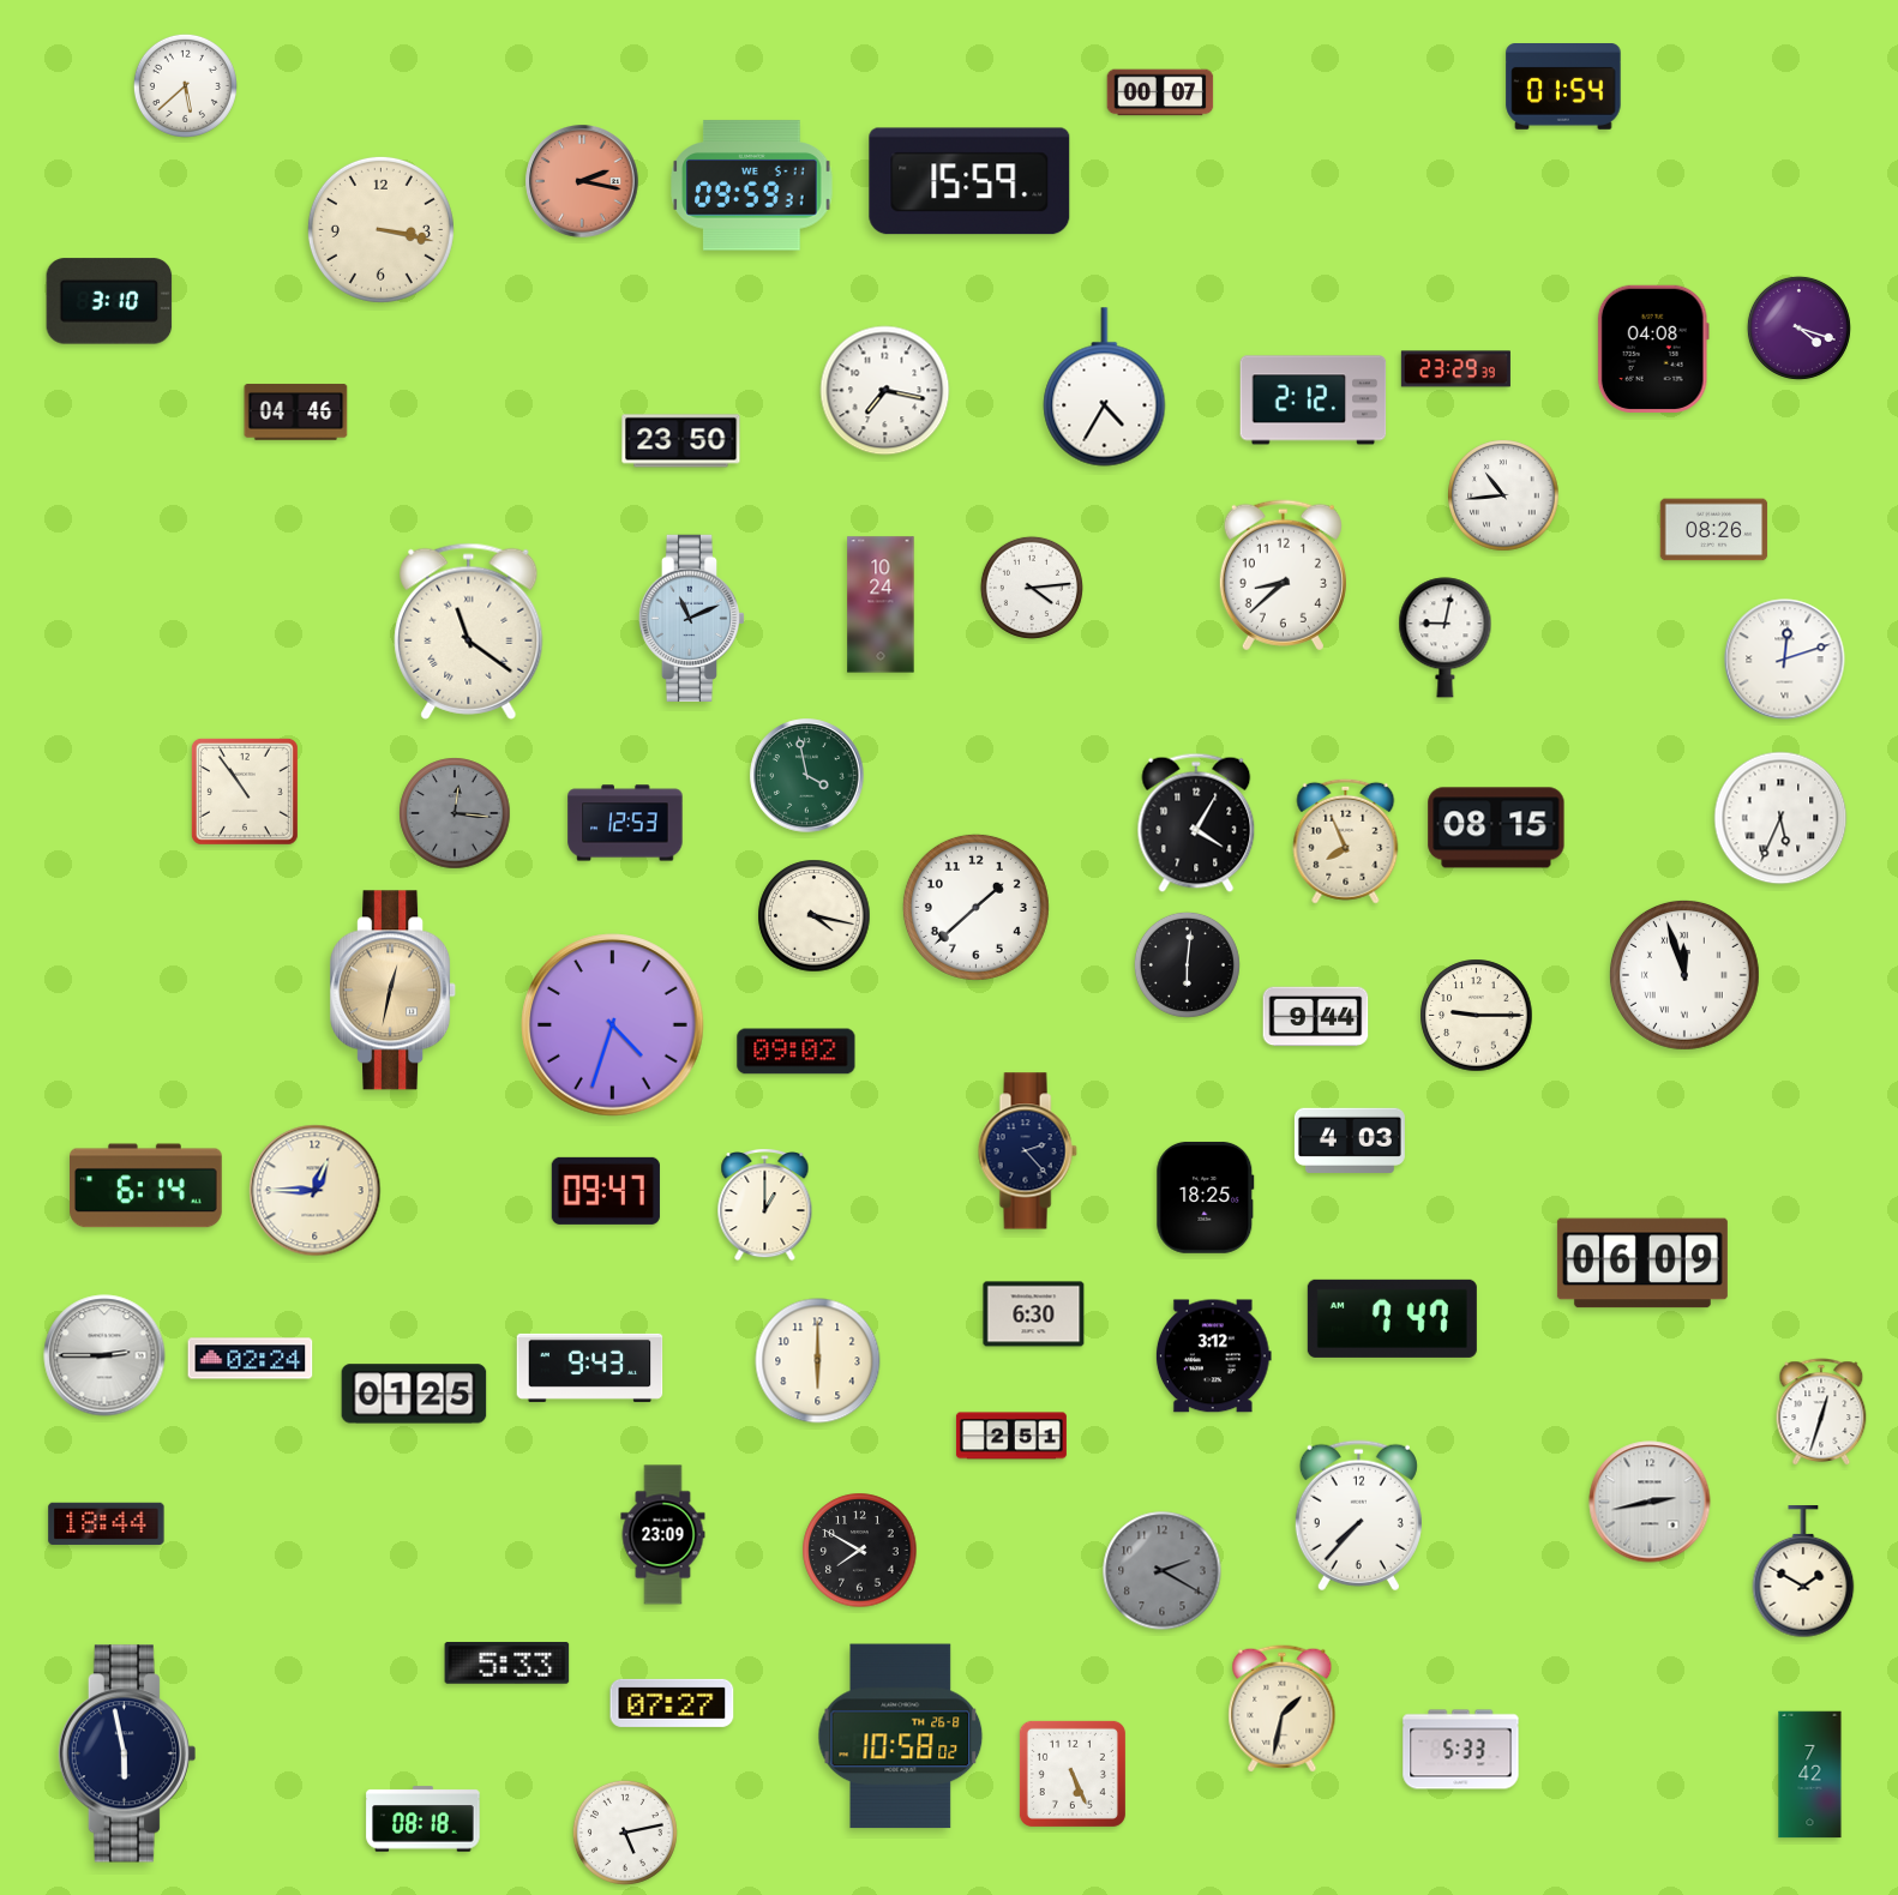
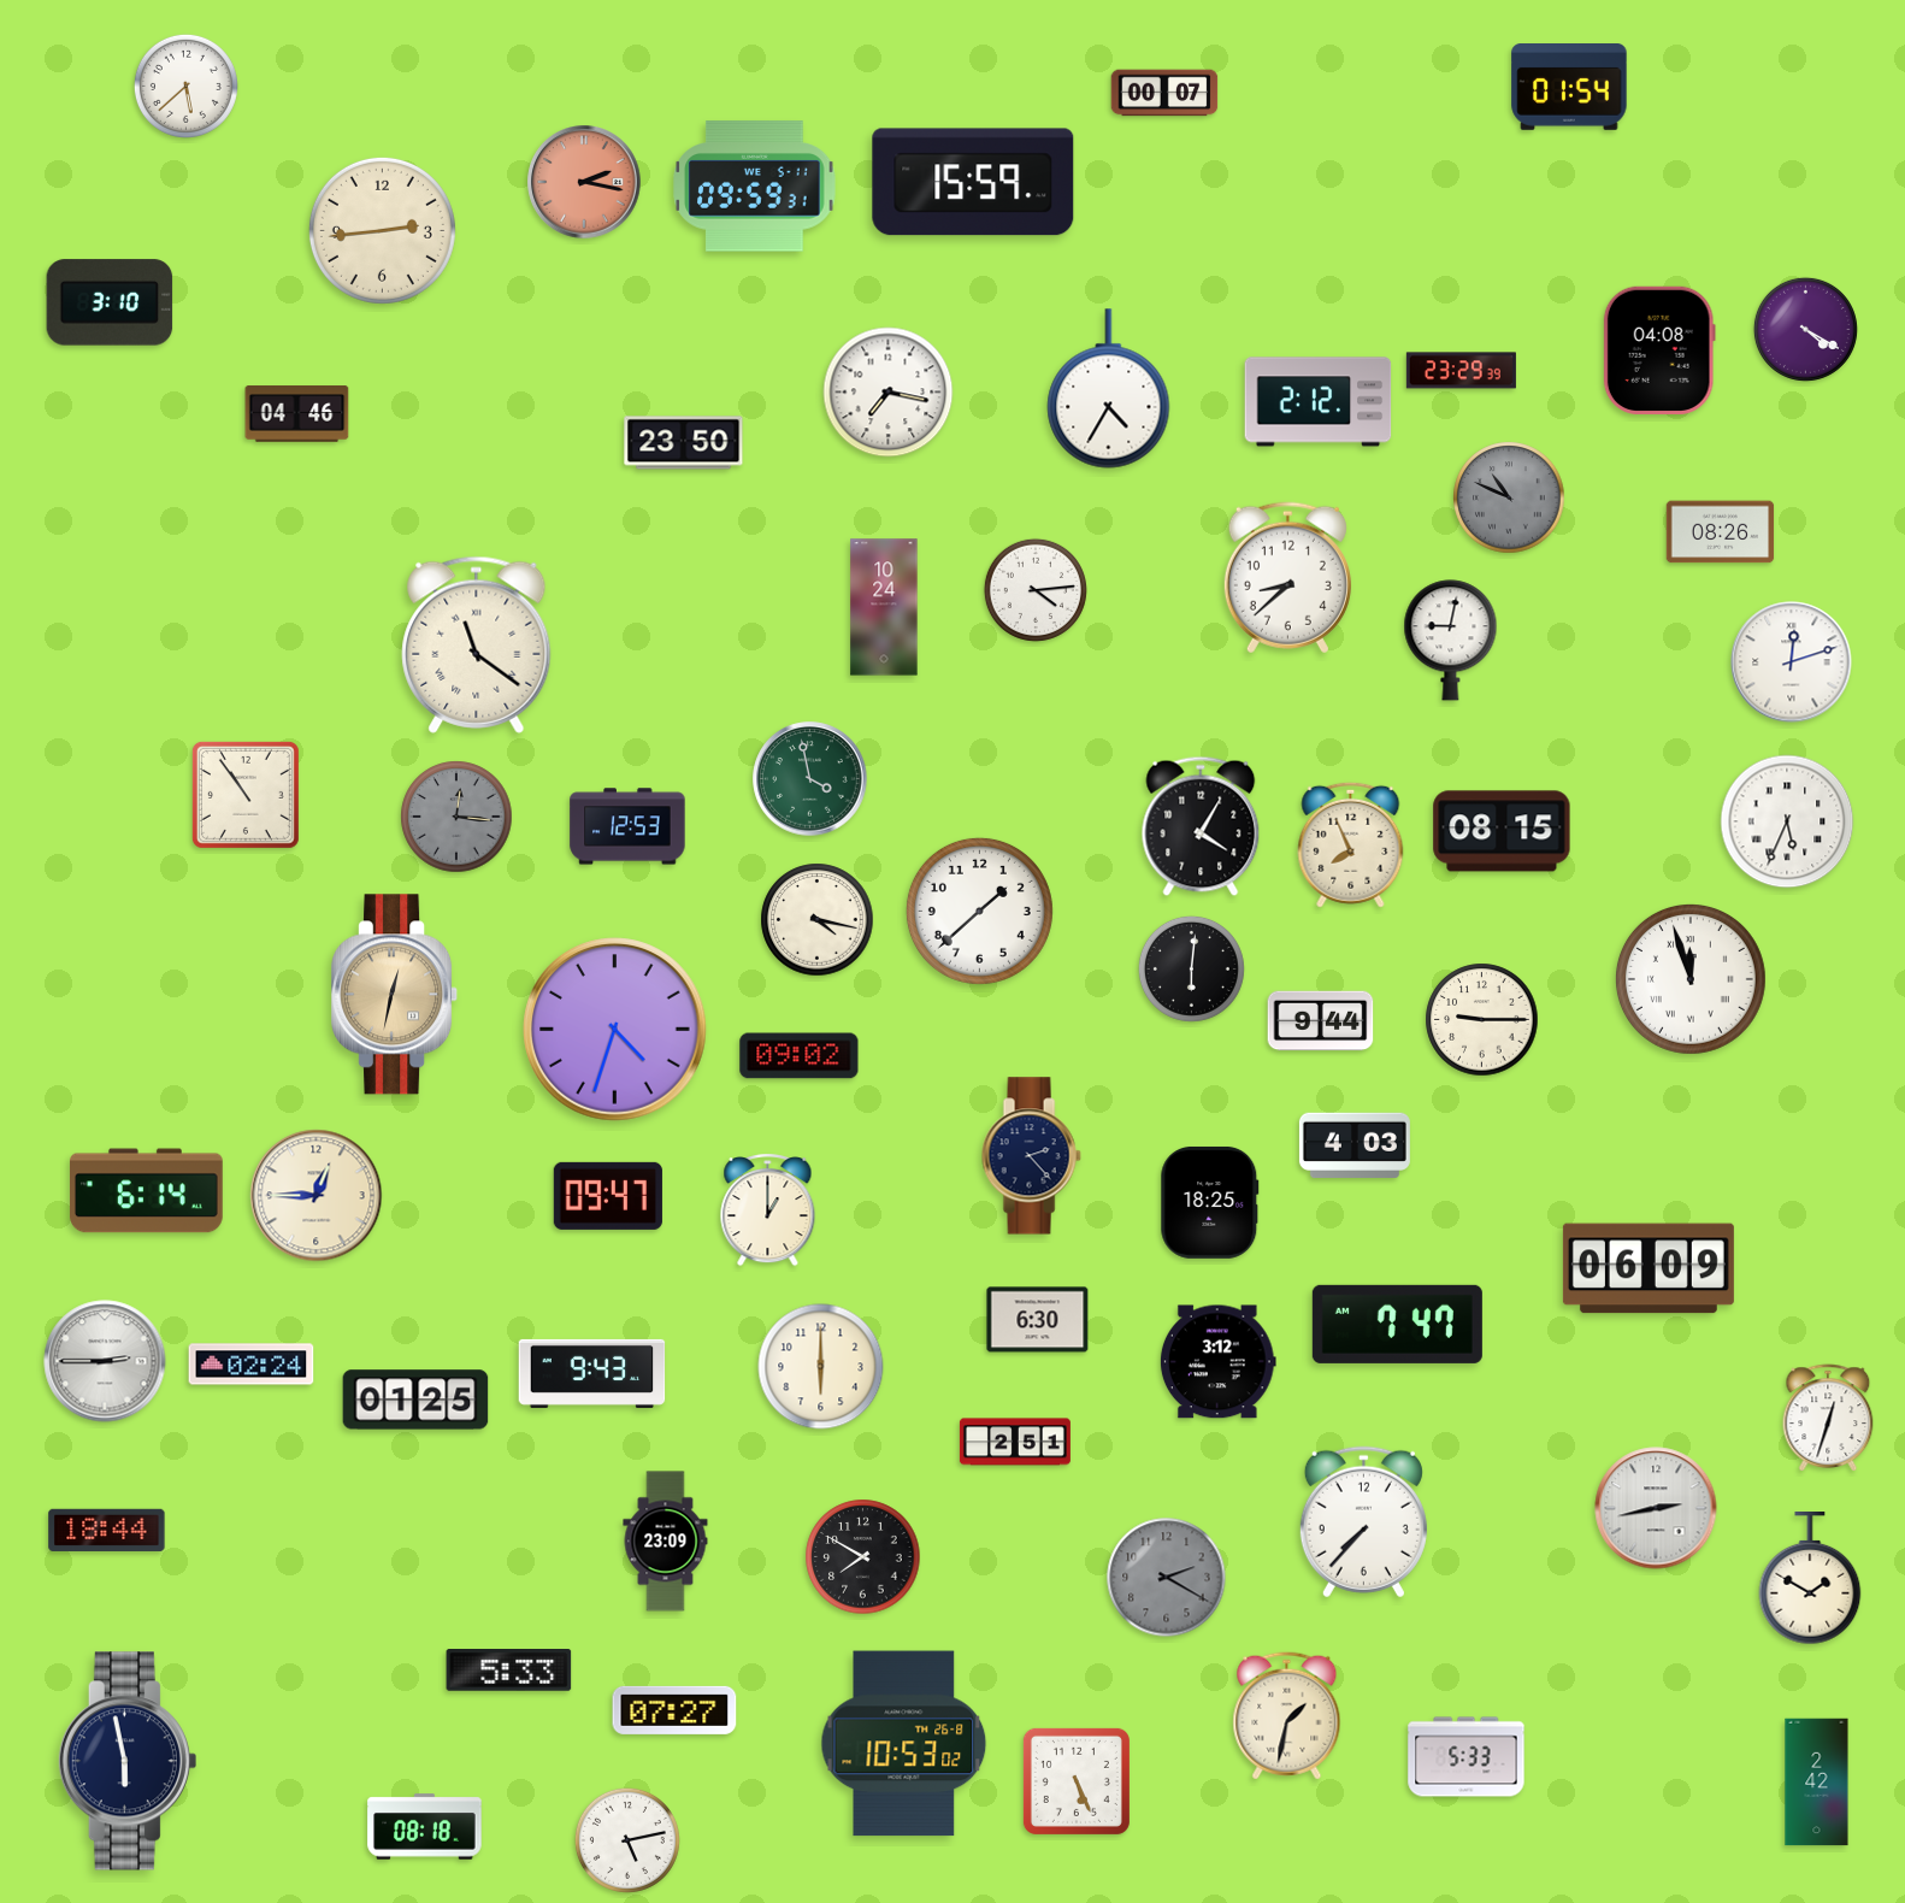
clock at (380, 229): 3:17 -> 2:44
clock at (1798, 327): 4:18 -> 4:20
clock at (1503, 495): 10:44 -> 10:49
clock at (1503, 495) dial: white -> grey
clock at (692, 618): 11:11 -> none
clock at (469, 631) position: (469, 631) -> (477, 644)
clock at (901, 1737): 10:58 -> 10:53
clock at (1810, 1775): 7:42 -> 2:42
